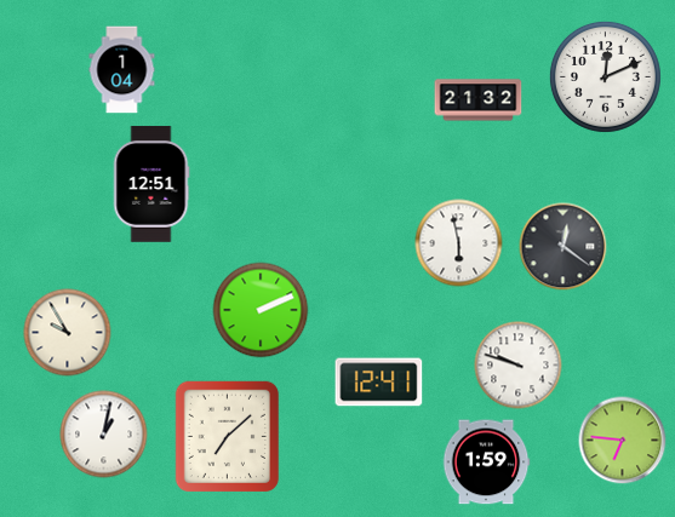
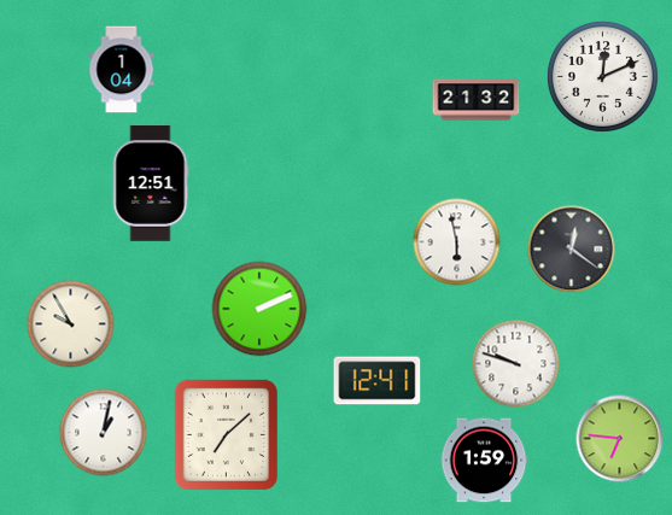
clock at (564, 247) position: (564, 247) -> (572, 250)
clock at (68, 333) position: (68, 333) -> (71, 324)
